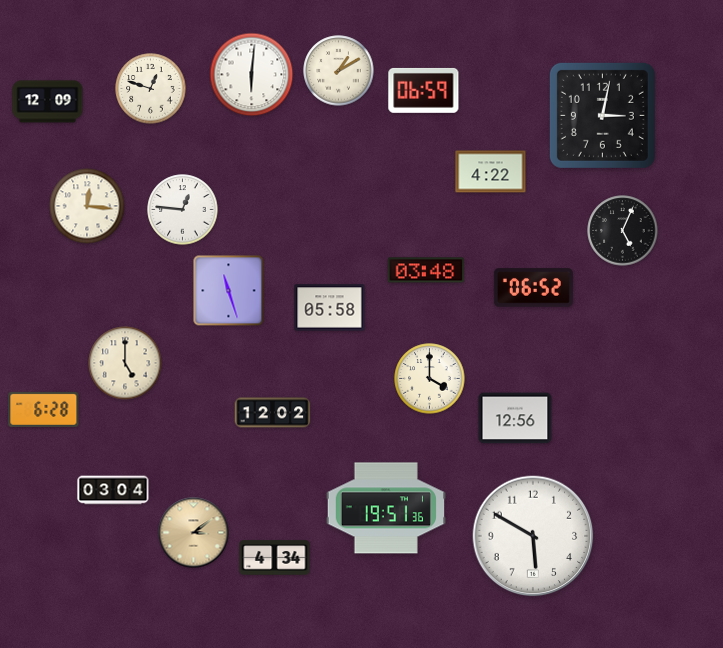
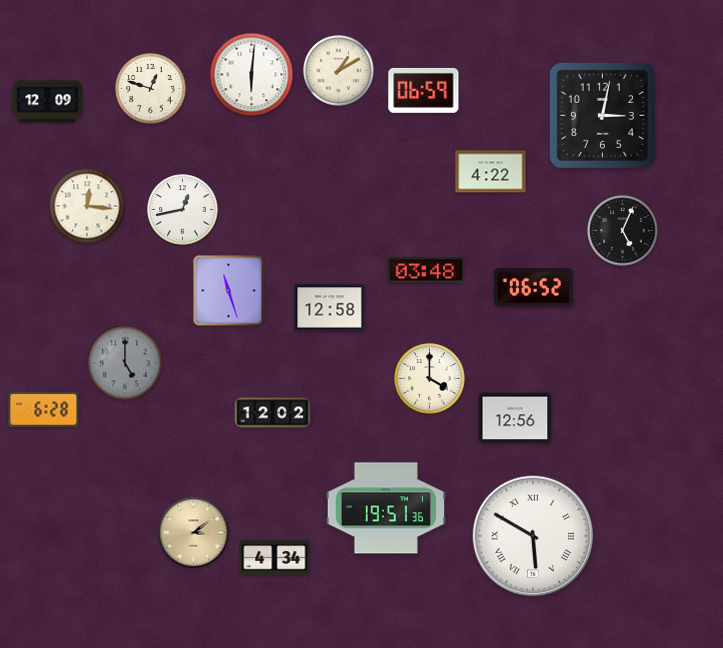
clock at (183, 210): 12:46 -> 12:43
clock at (330, 308): 05:58 -> 12:58
clock at (125, 363) dial: cream -> grey
clock at (113, 490): 03:04 -> none
clock at (533, 536) numerals: Arabic -> Roman
